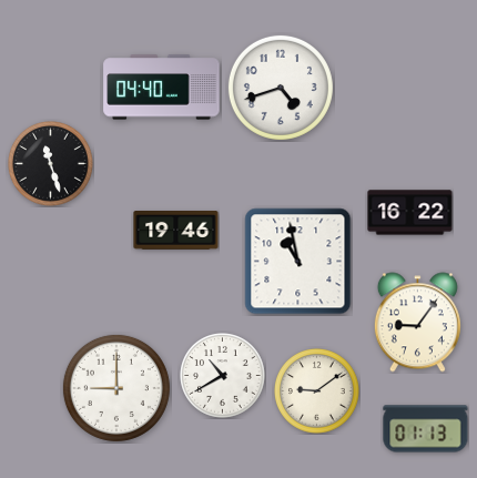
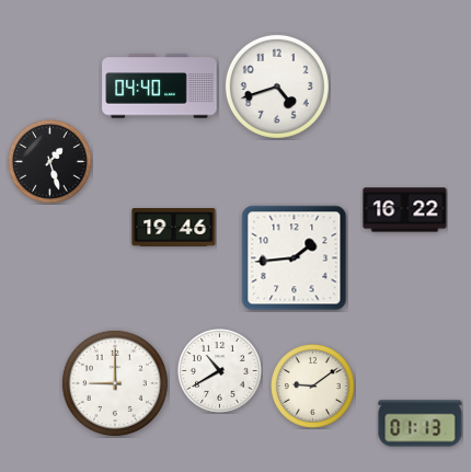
clock at (51, 164): 11:27 -> 1:27
clock at (298, 262): 10:58 -> 1:44
clock at (417, 323): 9:06 -> none
